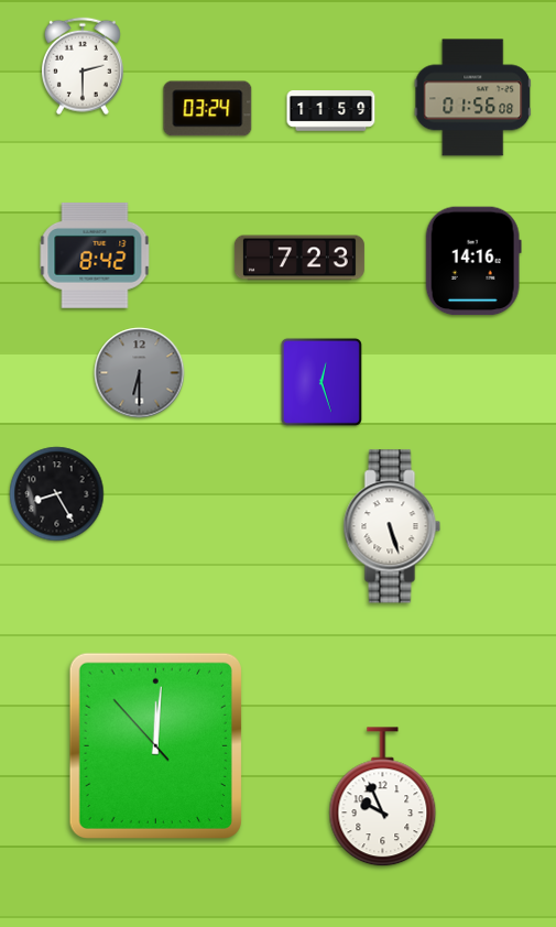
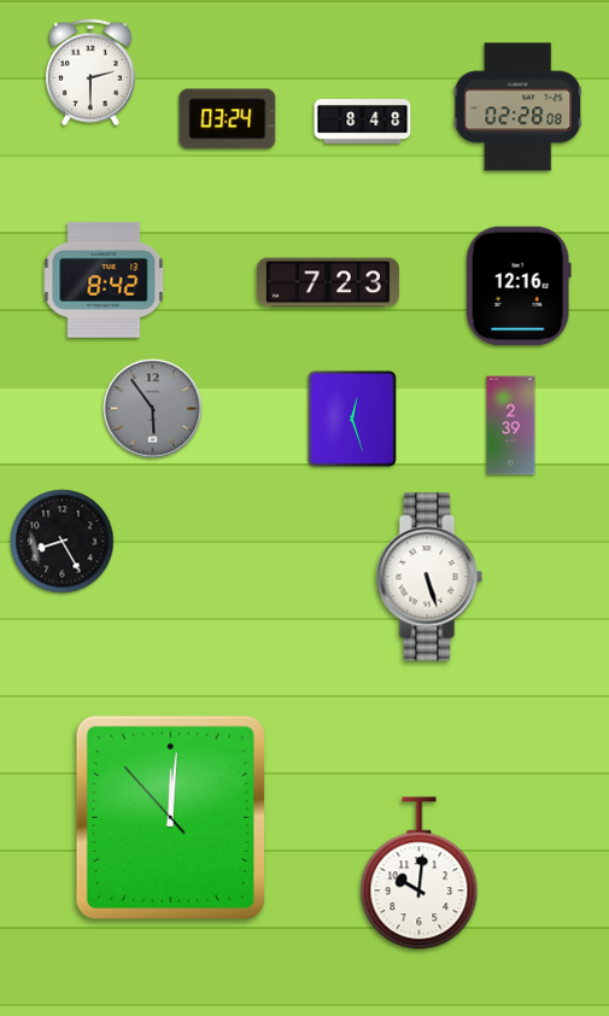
clock at (473, 98): 01:56 -> 02:28
clock at (331, 111): 11:59 -> 8:48
clock at (473, 261): 14:16 -> 12:16
clock at (140, 373): 6:30 -> 5:54
clock at (511, 426): none -> 2:39
clock at (383, 797): 9:56 -> 10:01
